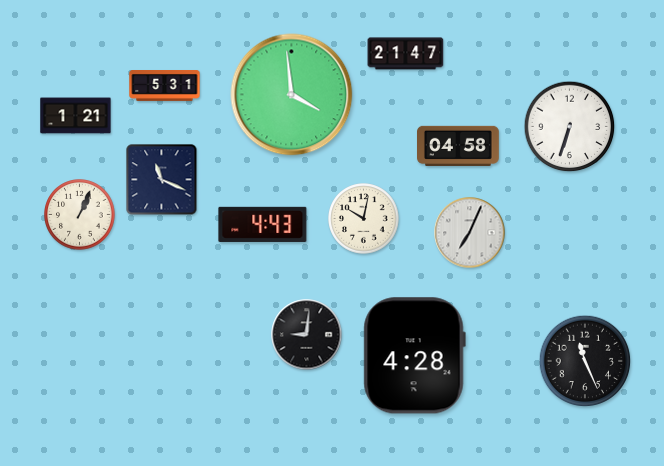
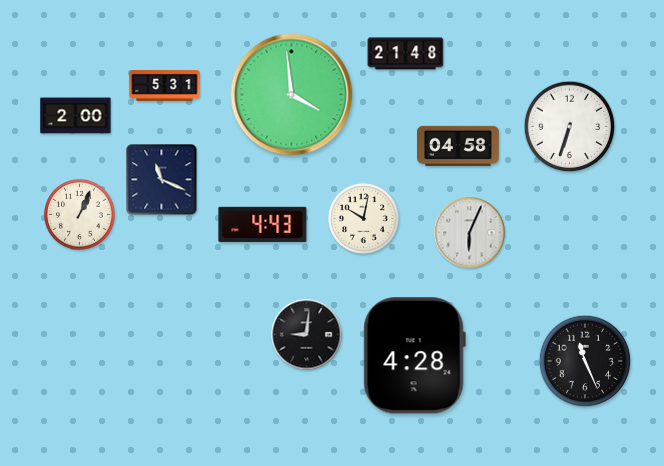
clock at (406, 54): 21:47 -> 21:48
clock at (76, 116): 1:21 -> 2:00
clock at (470, 233): 7:04 -> 6:04
